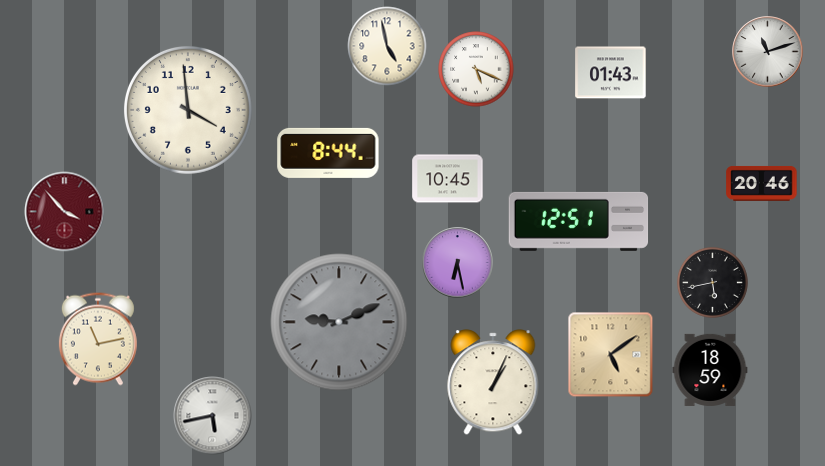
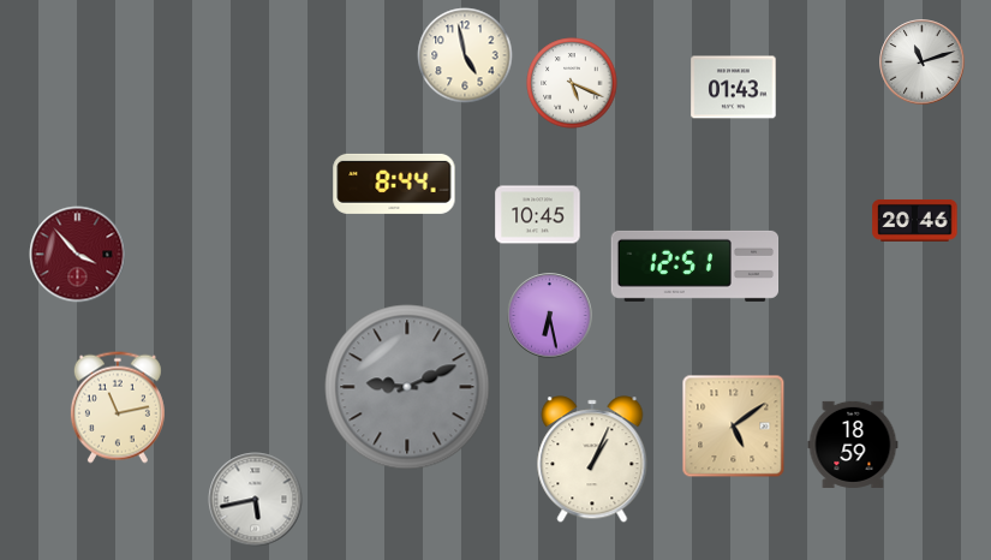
clock at (188, 110): 3:59 -> none
clock at (712, 282): 5:43 -> none
